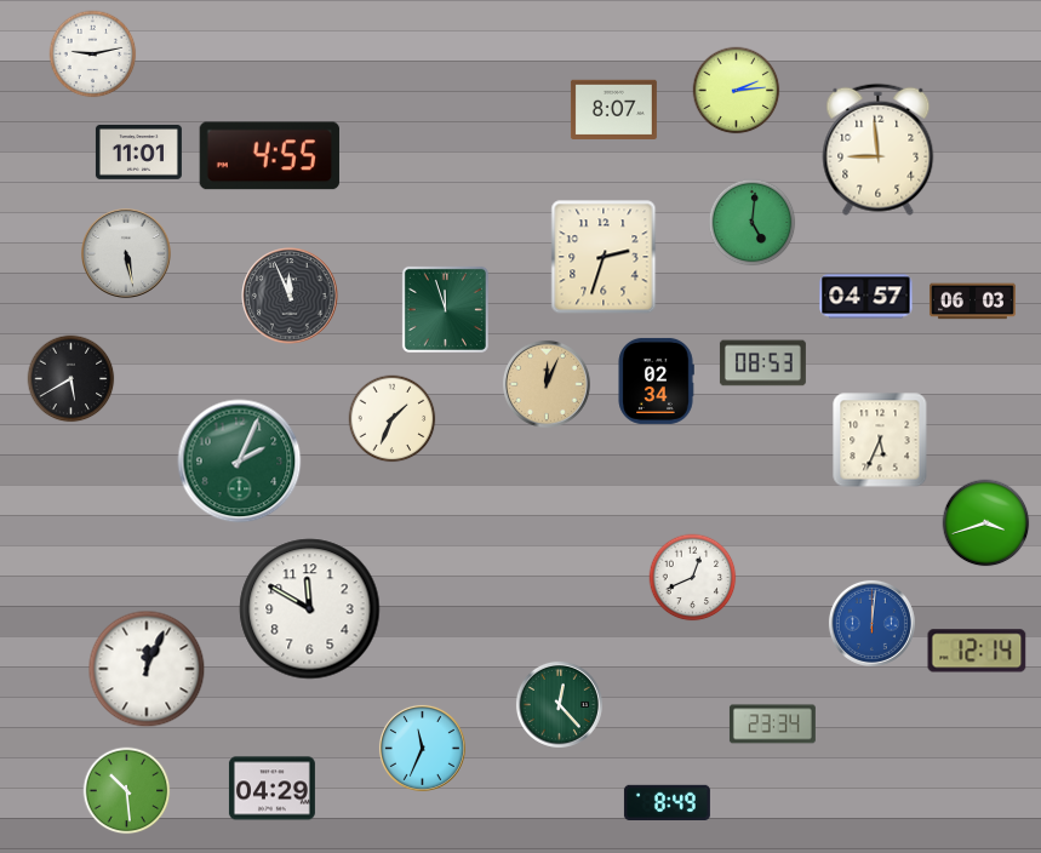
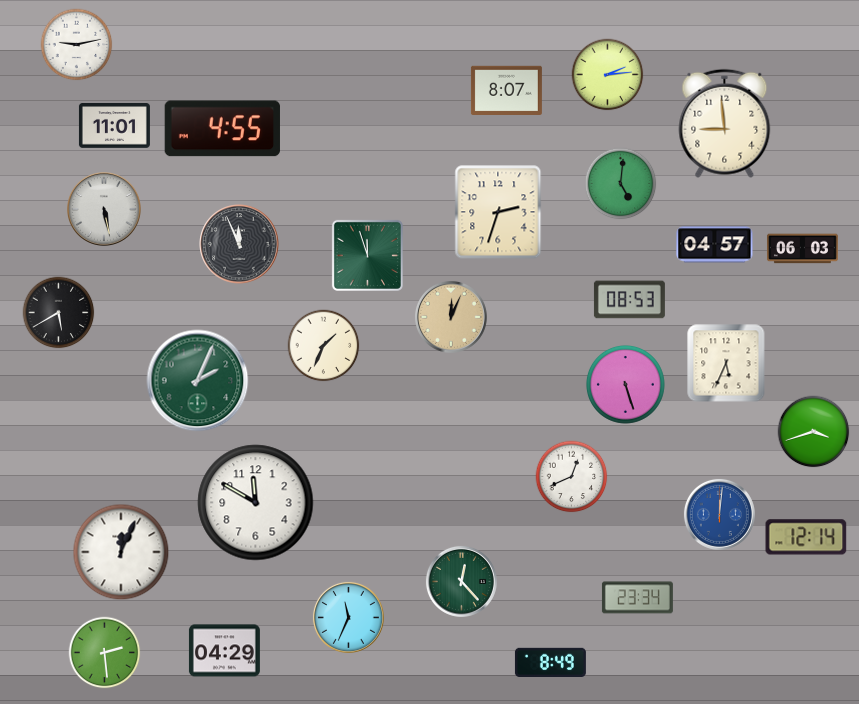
clock at (656, 380): 02:34 -> none
clock at (625, 384): none -> 5:27
clock at (127, 791): 10:29 -> 2:29
